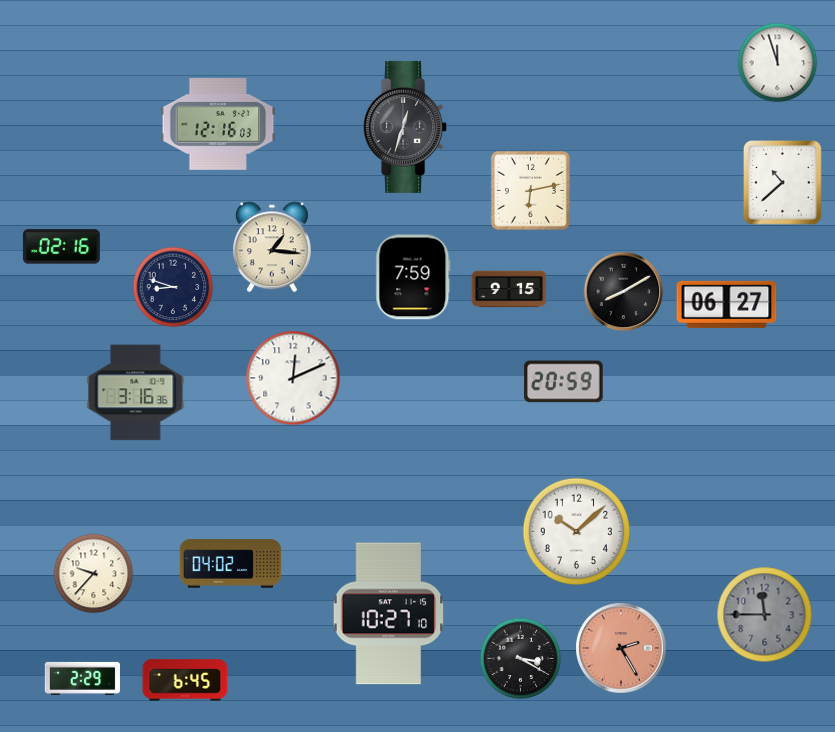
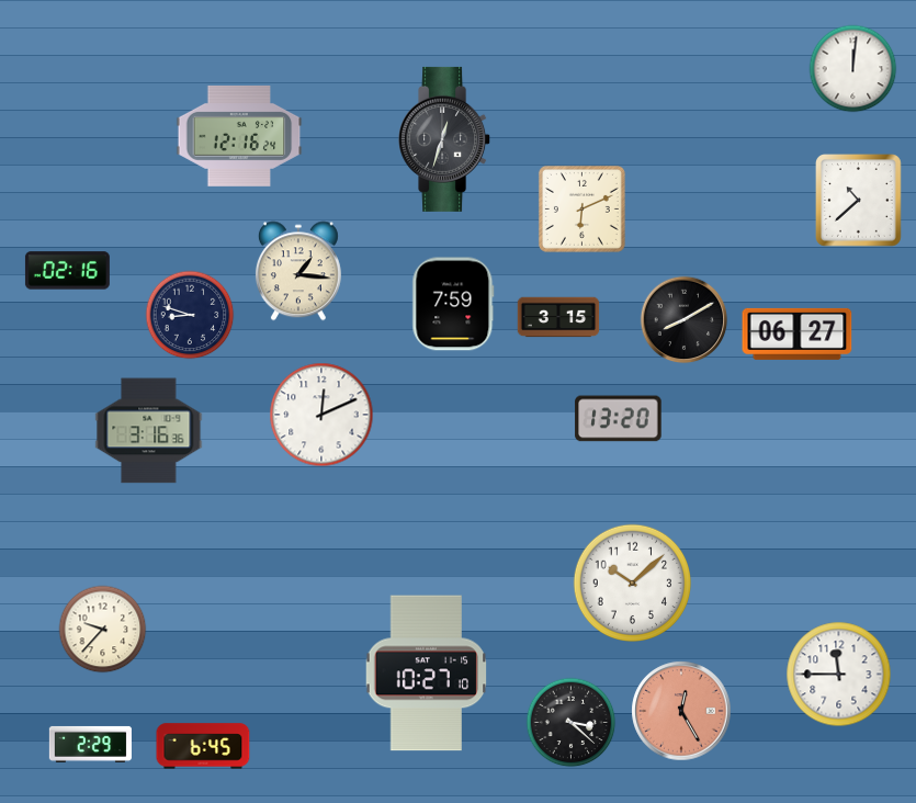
clock at (778, 63): 11:57 -> 12:01
clock at (218, 124): 12:16:03 -> 12:16:24
clock at (530, 190): 6:13 -> 6:11
clock at (509, 289): 9:15 -> 3:15
clock at (564, 382): 20:59 -> 13:20
clock at (231, 564): 04:02 -> none
clock at (765, 615) dial: grey -> white
clock at (621, 648): 2:25 -> 12:25
clock at (521, 659): 3:20 -> 3:22
